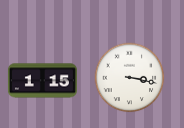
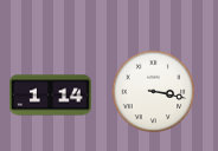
clock at (42, 81): 1:15 -> 1:14
